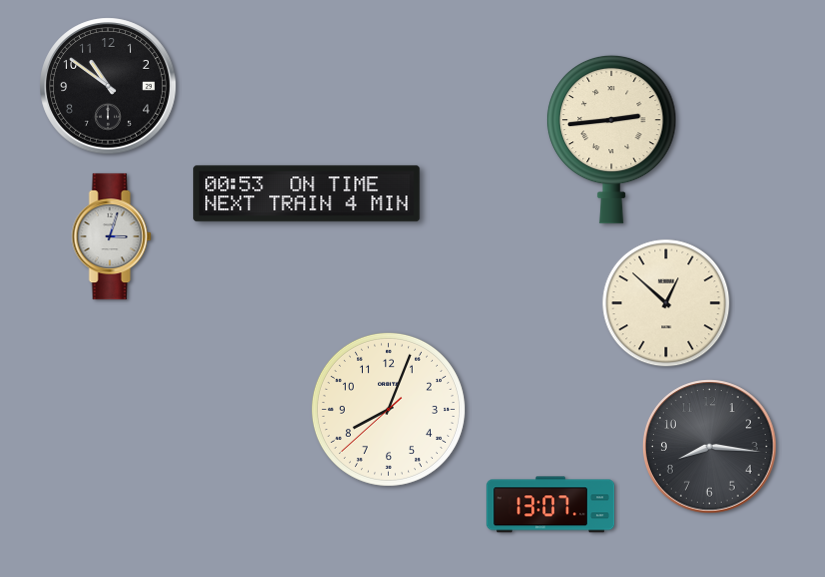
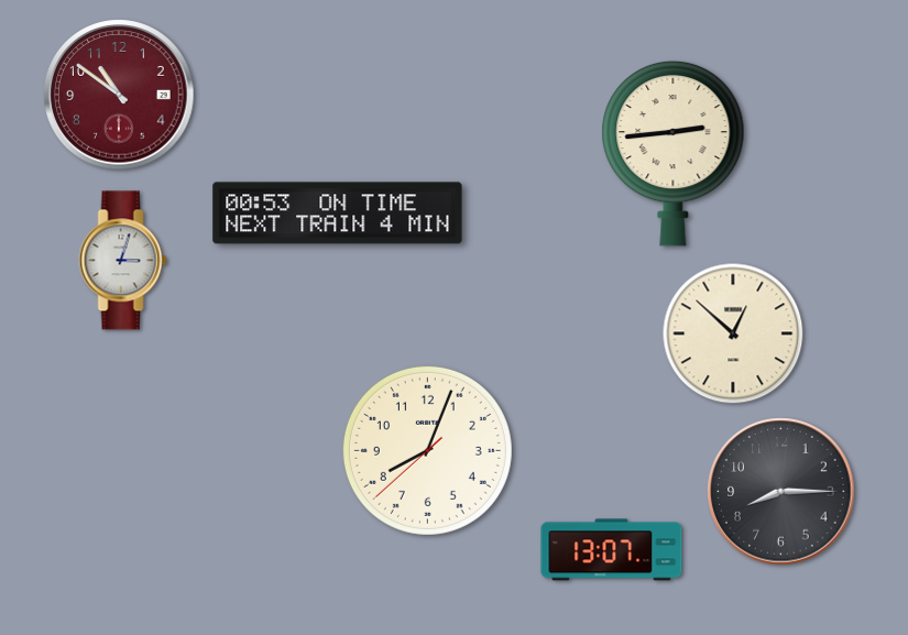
clock at (108, 86) dial: black -> burgundy
clock at (710, 447): 8:16 -> 8:15
clock at (551, 505) position: (551, 505) -> (612, 550)
